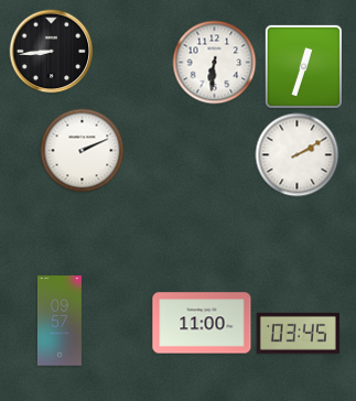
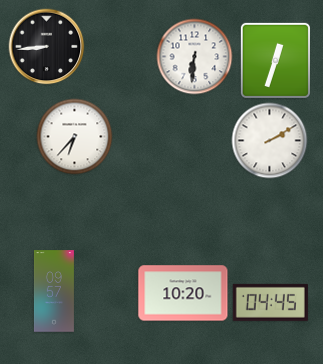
clock at (83, 151): 2:11 -> 6:37
clock at (202, 323): 11:00 -> 10:20
clock at (298, 333): 03:45 -> 04:45
